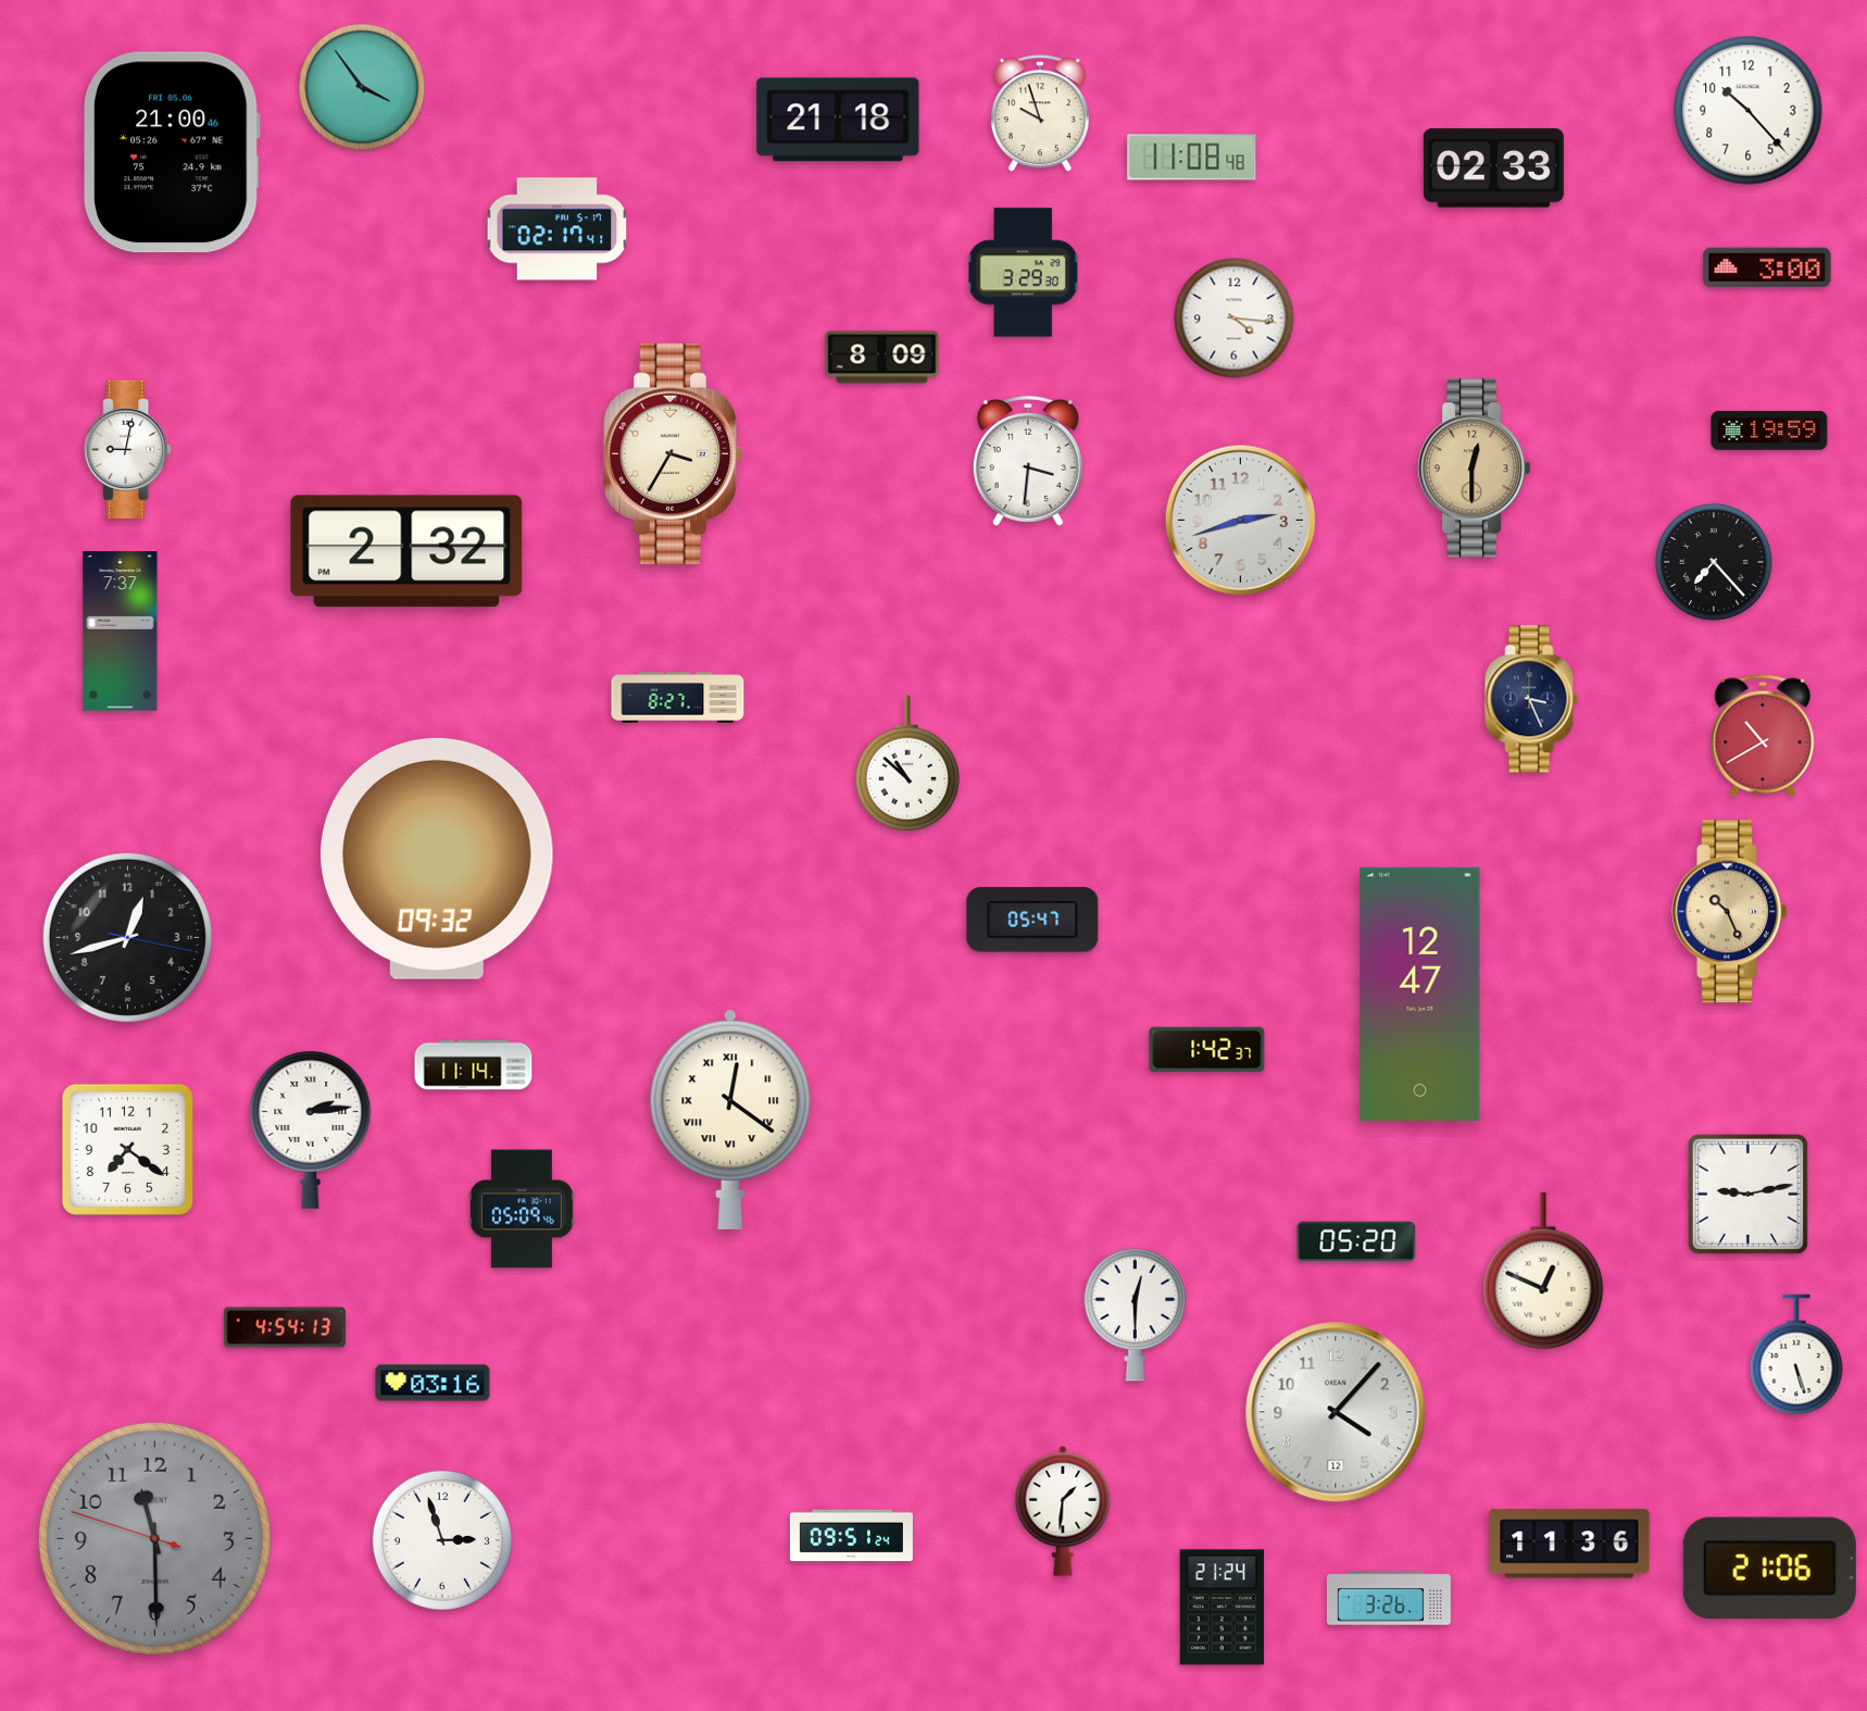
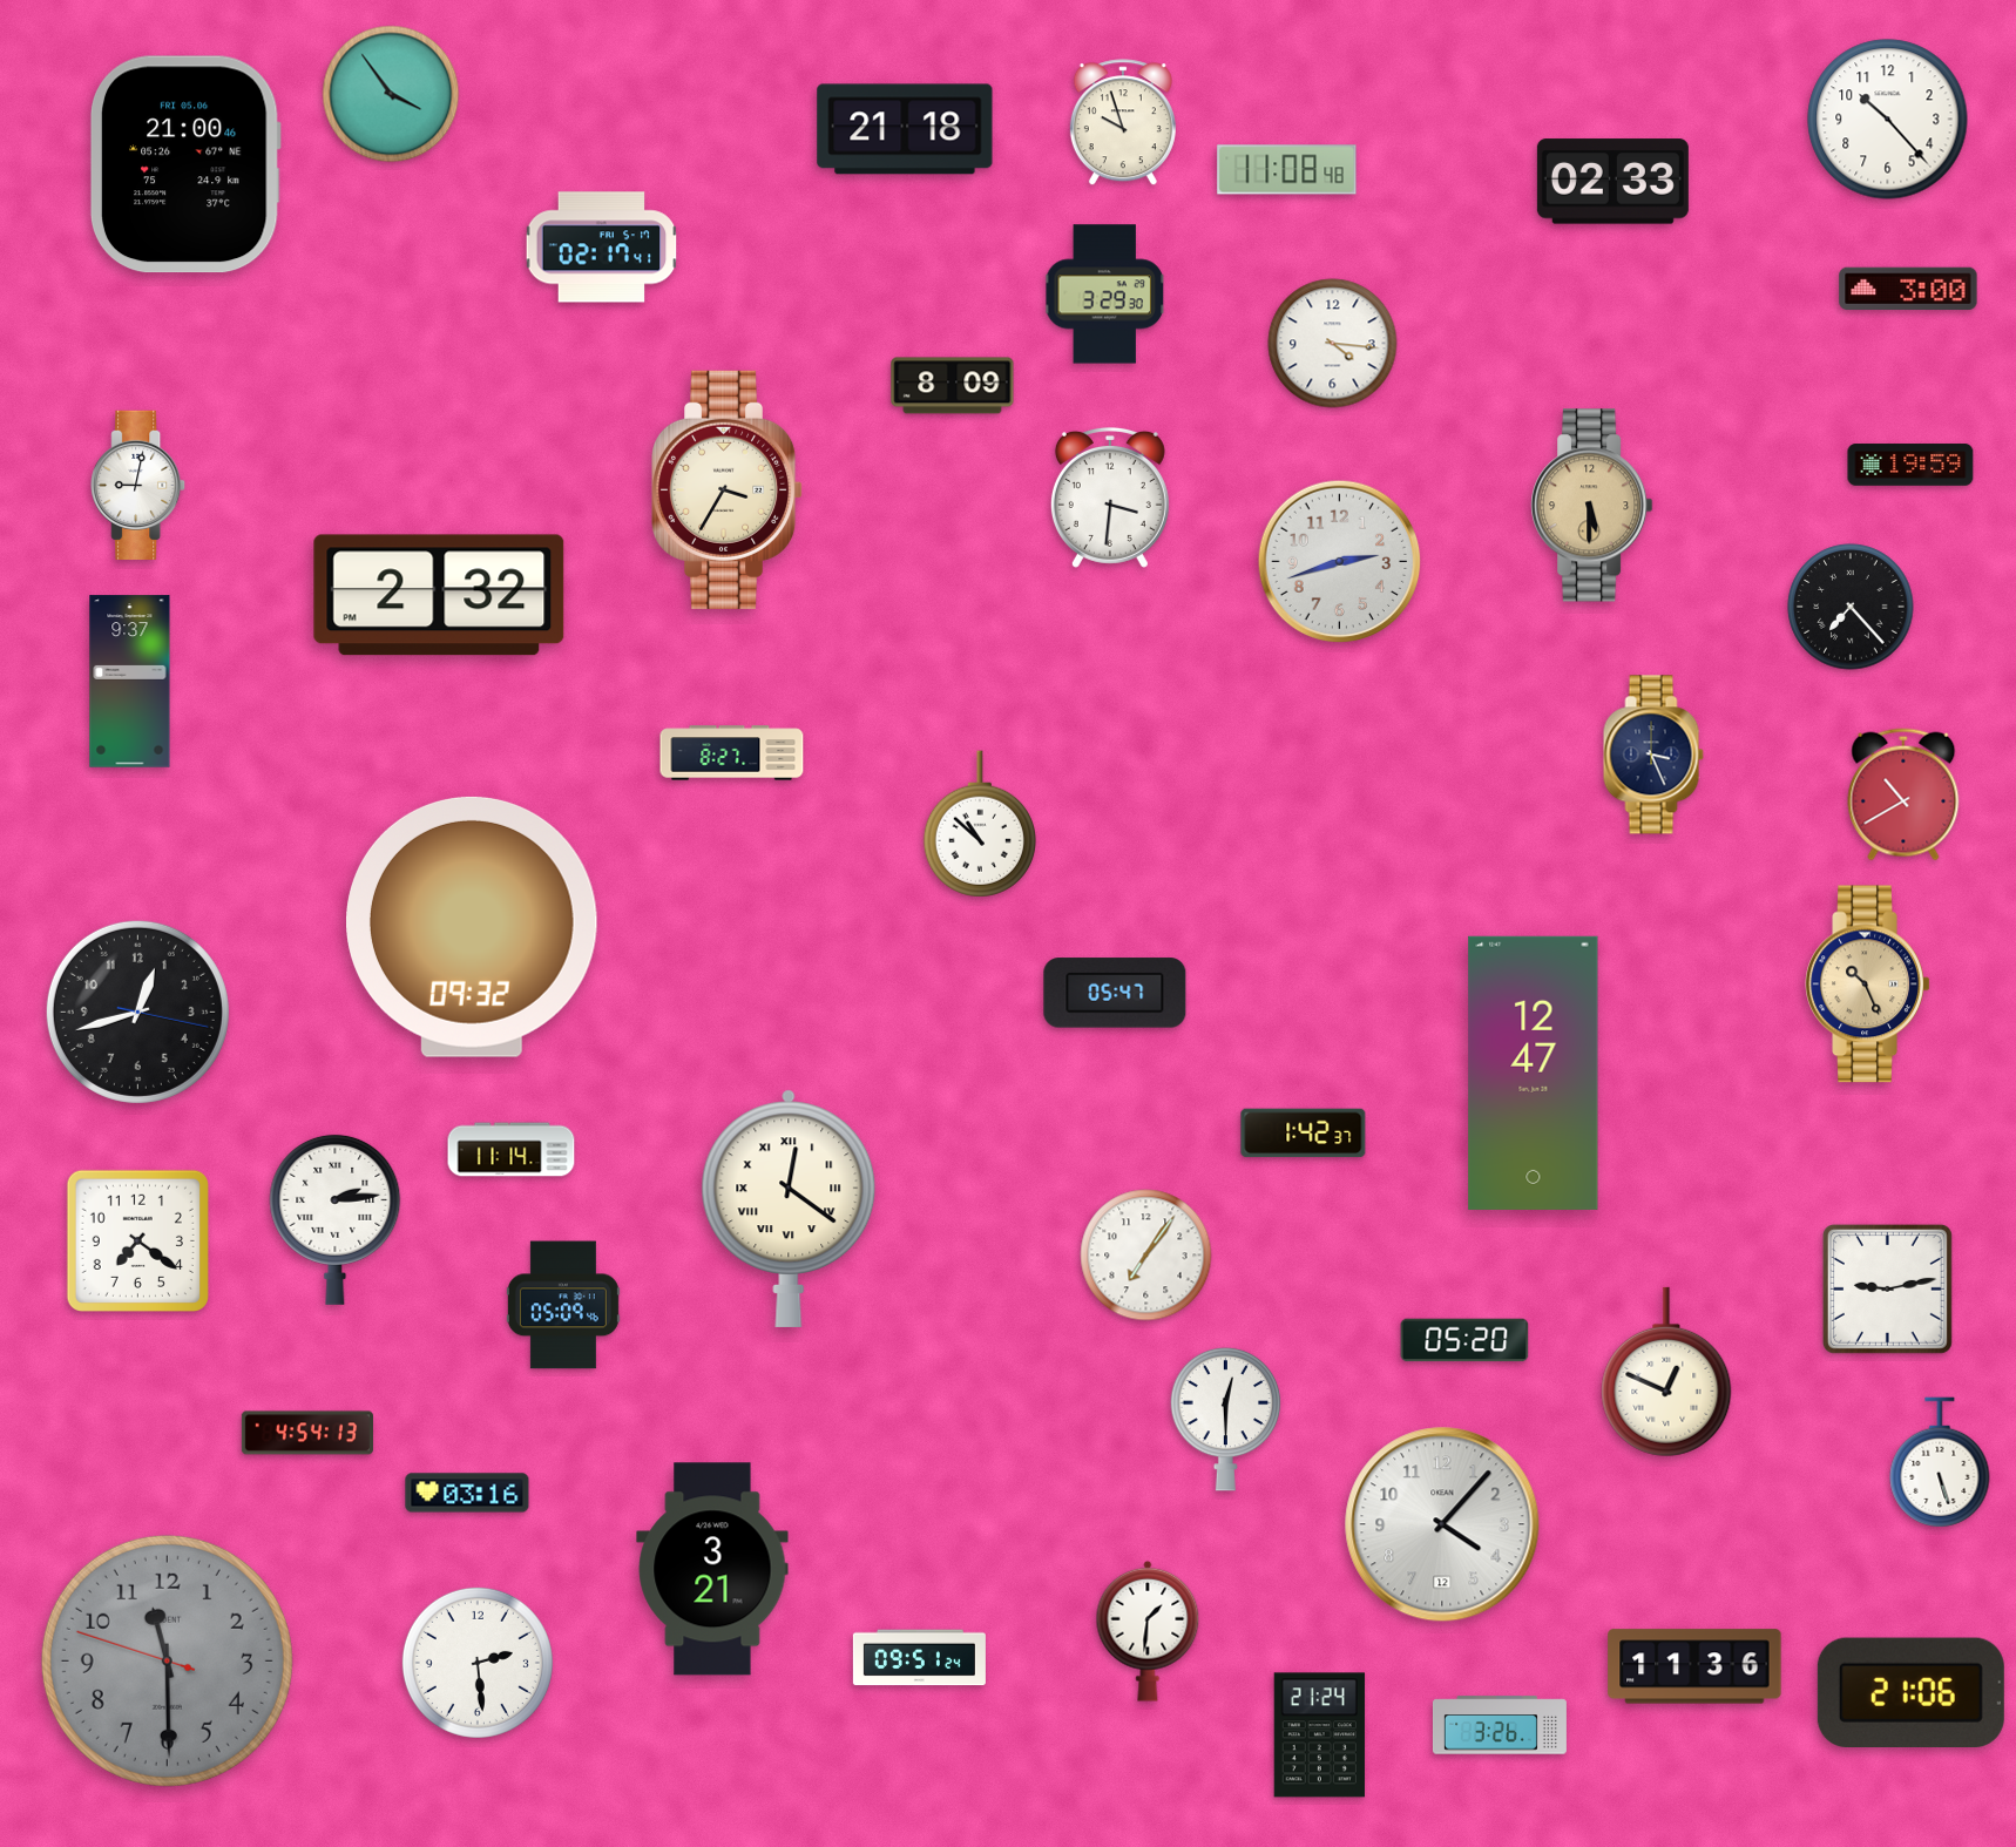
clock at (1475, 469): 12:30 -> 5:30
clock at (121, 632): 7:37 -> 9:37
clock at (1146, 1256): none -> 7:06
clock at (712, 1569): none -> 3:21
clock at (442, 1540): 2:57 -> 2:29
